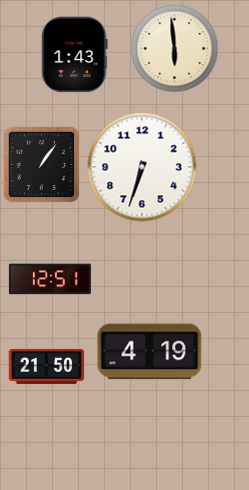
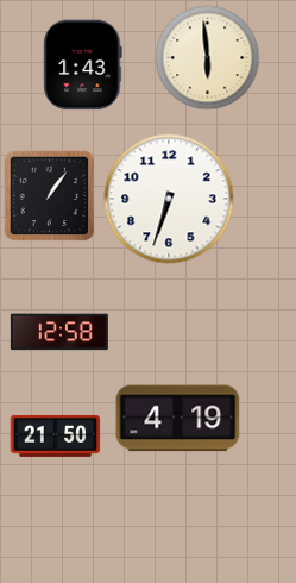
clock at (75, 55) position: (75, 55) -> (83, 65)
clock at (50, 279): 12:51 -> 12:58
